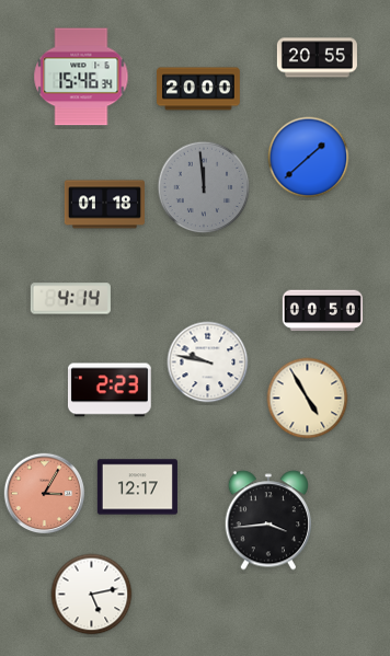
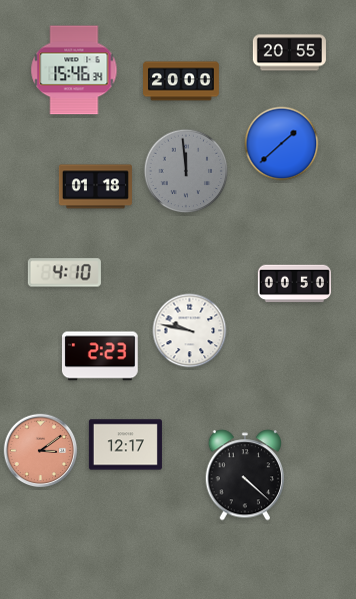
clock at (70, 299): 4:14 -> 4:10
clock at (308, 399): 4:55 -> none
clock at (45, 494): 3:05 -> 3:09
clock at (268, 520): 3:44 -> 4:22
clock at (92, 595): 5:13 -> none
